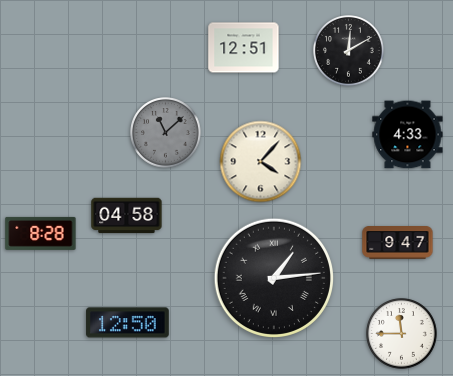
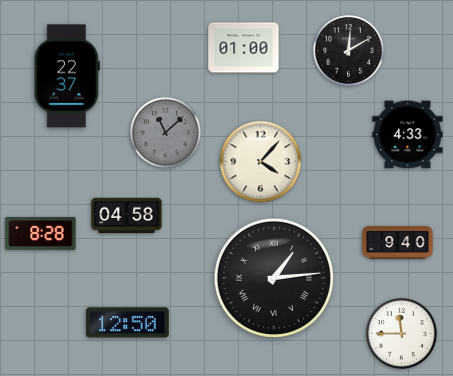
clock at (244, 48): 12:51 -> 01:00
clock at (67, 76): none -> 22:37
clock at (398, 243): 9:47 -> 9:40
